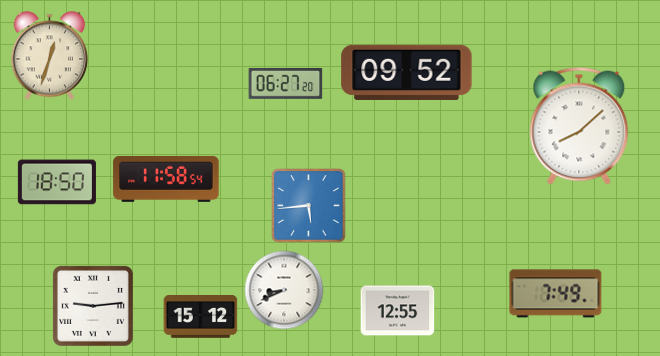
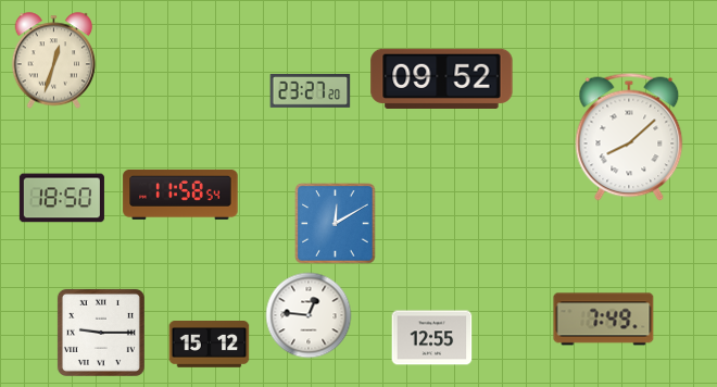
clock at (286, 84): 06:27 -> 23:27
clock at (309, 206): 5:44 -> 12:10
clock at (284, 290): 8:41 -> 12:46
clock at (93, 306): 9:14 -> 9:15
clock at (201, 317) position: (201, 317) -> (210, 345)
